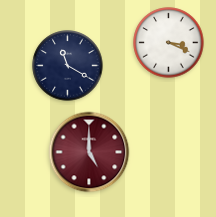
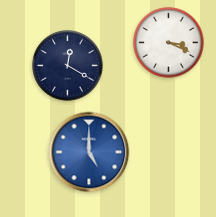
clock at (68, 66): 11:20 -> 12:20
clock at (89, 152) dial: burgundy -> blue
